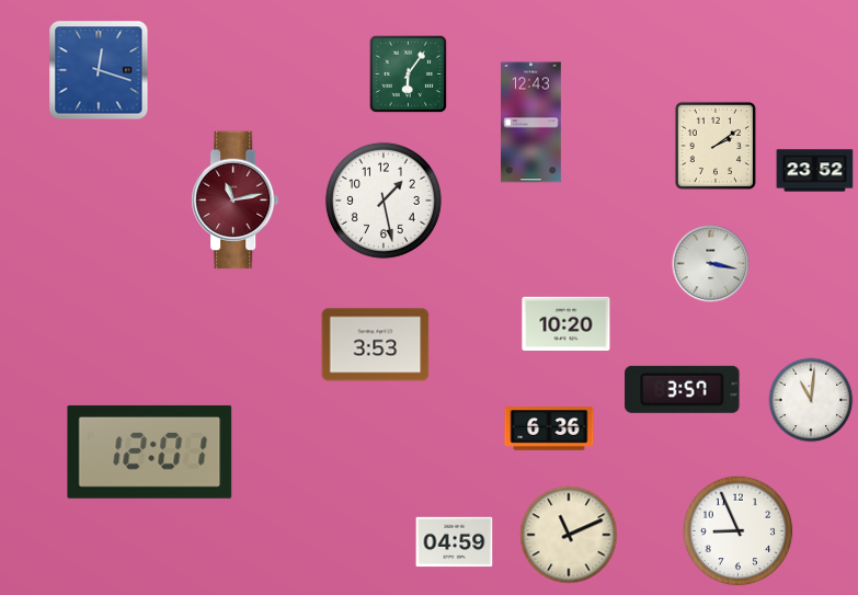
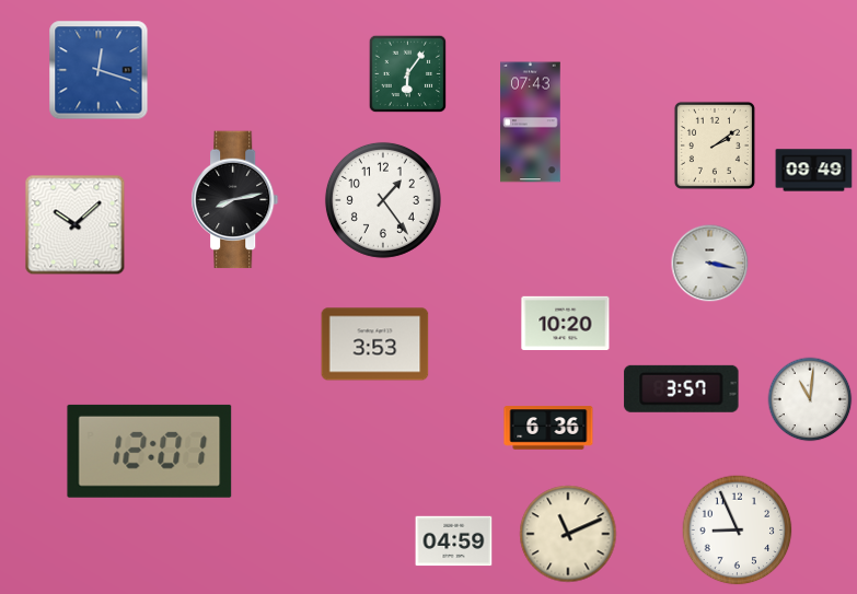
clock at (531, 123): 12:43 -> 07:43
clock at (815, 171): 23:52 -> 09:49
clock at (236, 201): 11:13 -> 8:13
clock at (236, 201) dial: burgundy -> black
clock at (384, 201): 1:28 -> 1:24
clock at (76, 225): none -> 10:08
